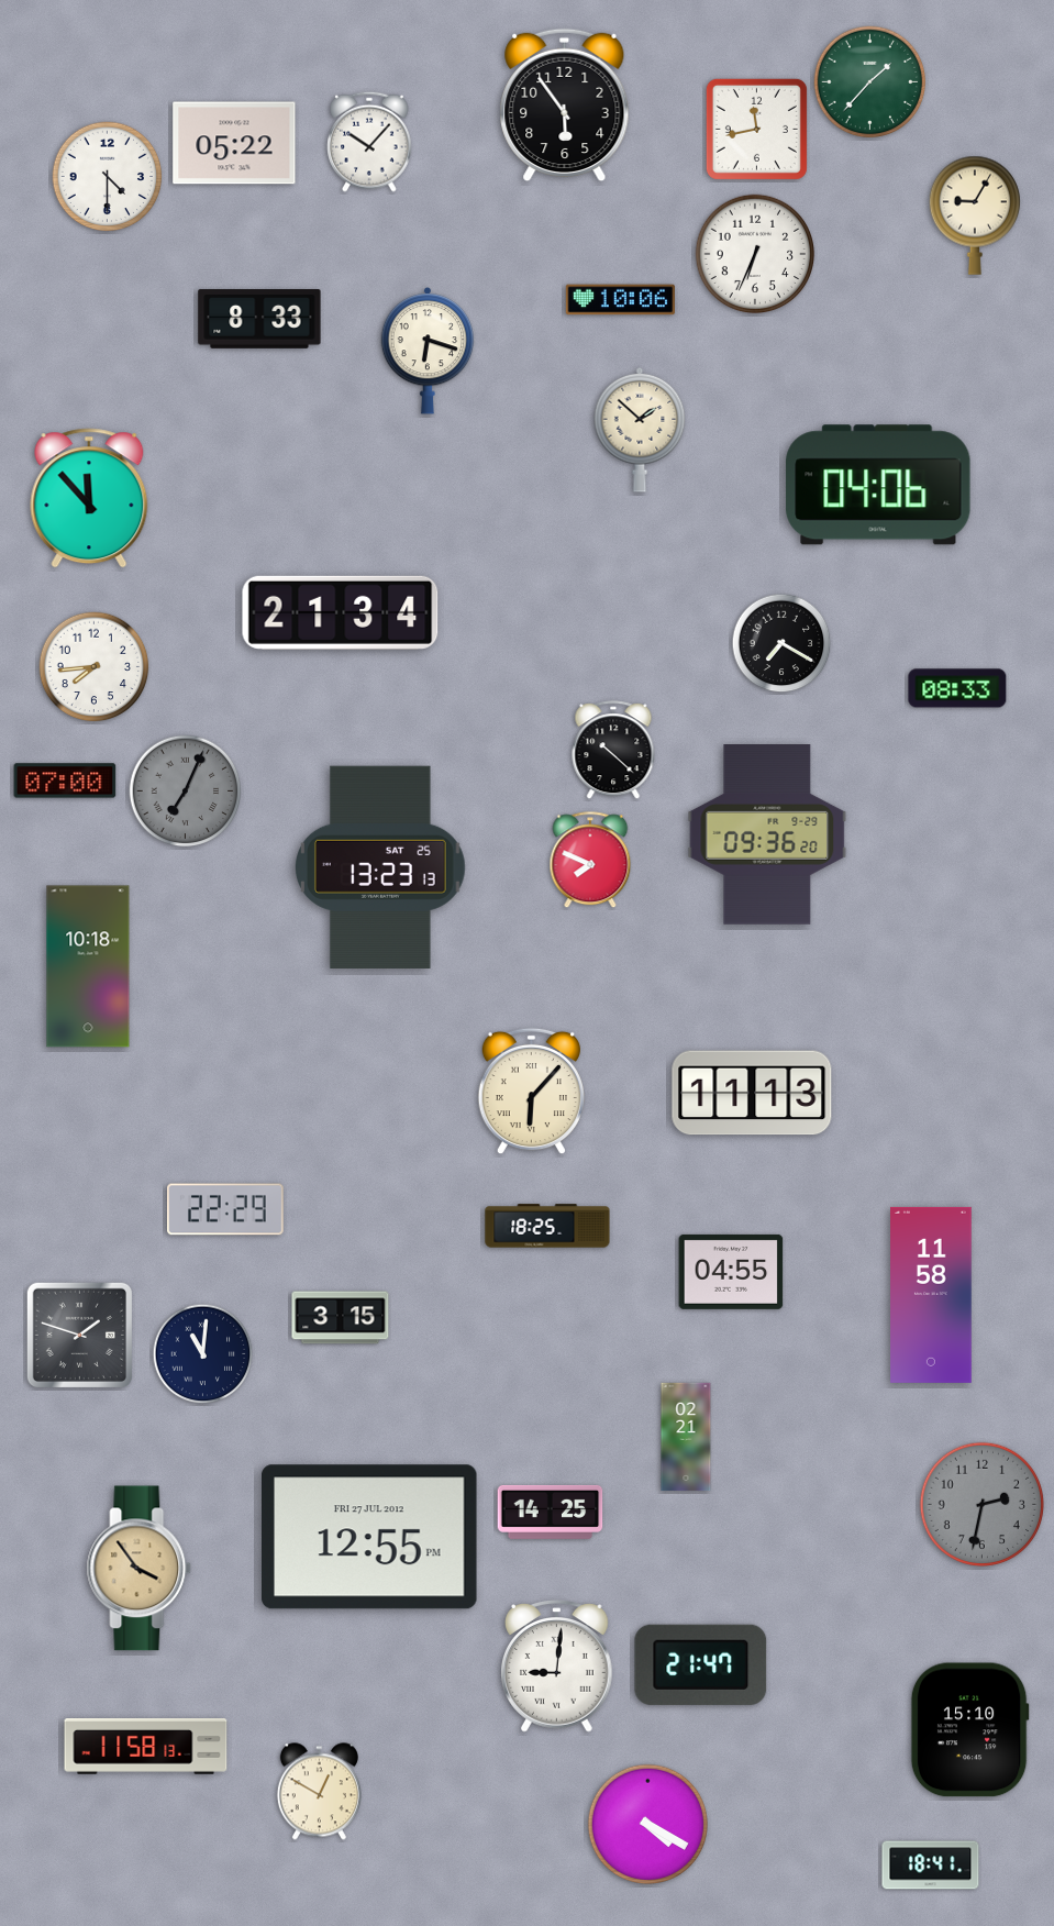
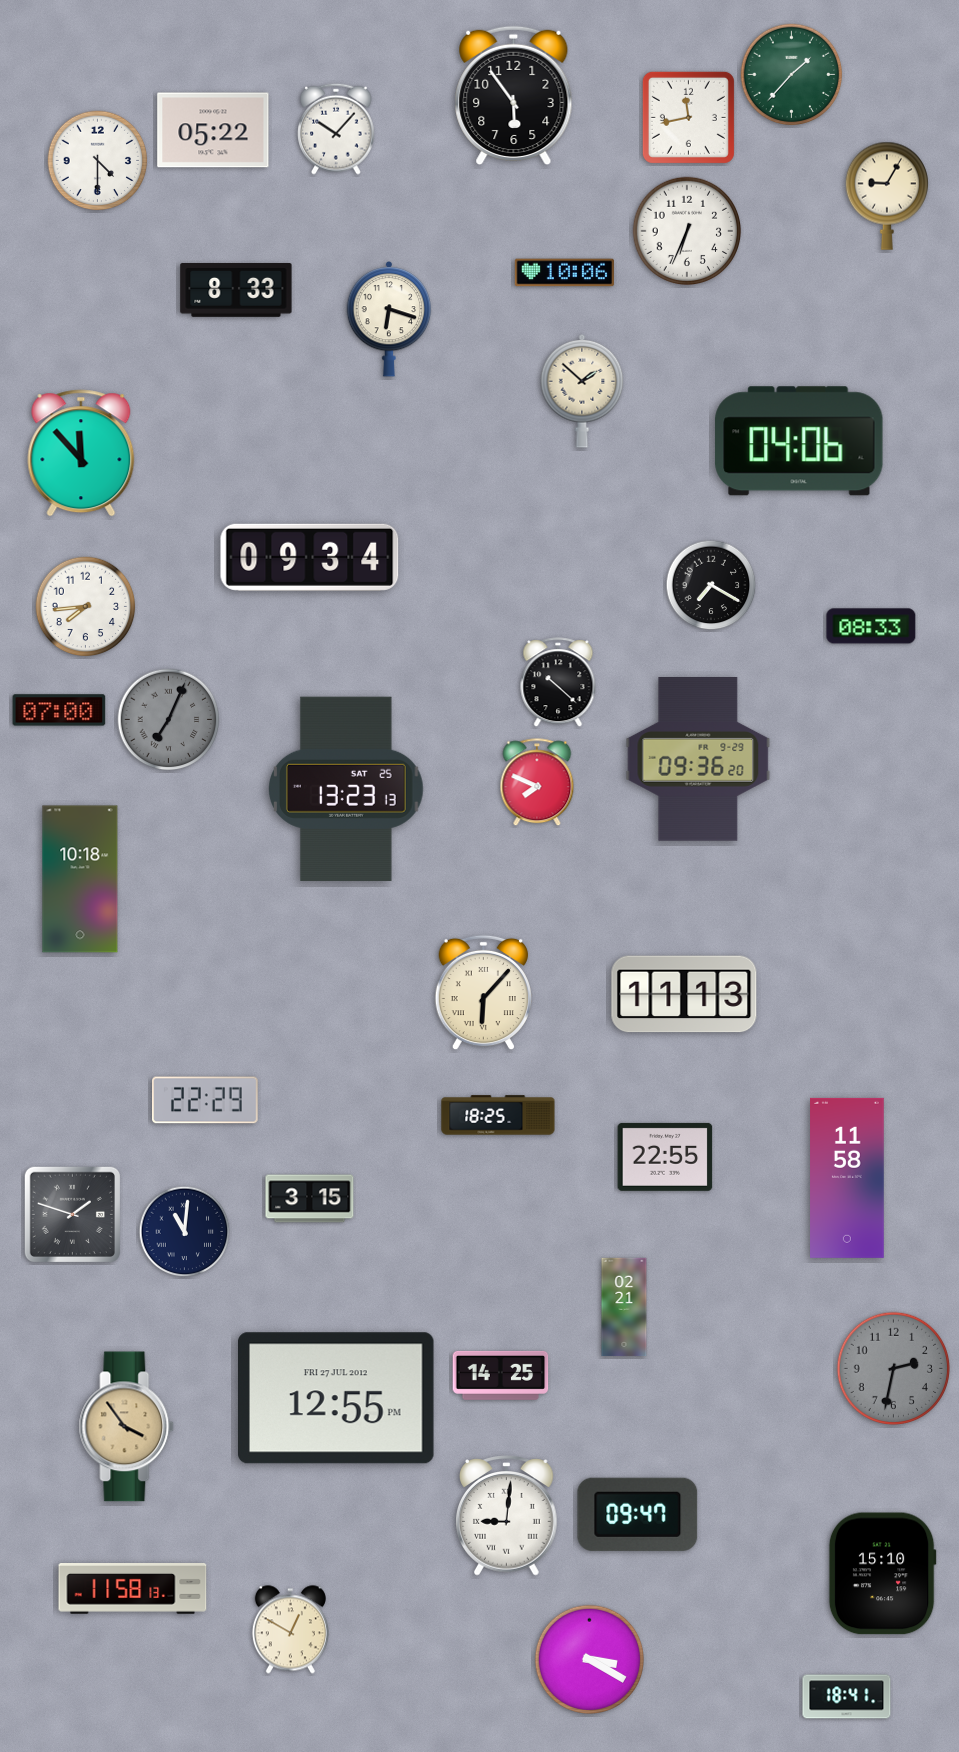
clock at (341, 612): 21:34 -> 09:34
clock at (731, 1272): 04:55 -> 22:55
clock at (701, 1664): 21:47 -> 09:47
clock at (648, 1825): 4:20 -> 3:20
